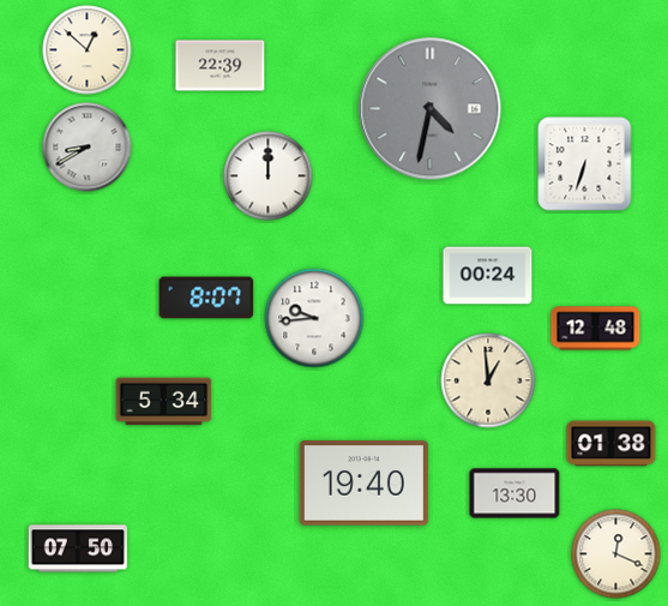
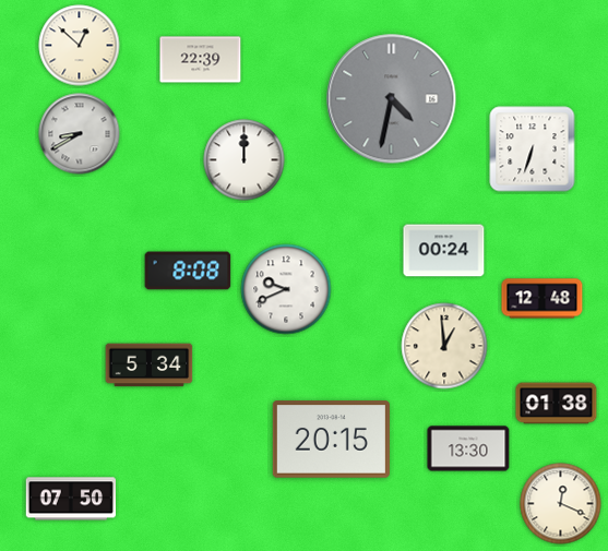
clock at (206, 298): 8:07 -> 8:08
clock at (314, 318): 9:44 -> 9:41
clock at (363, 484): 19:40 -> 20:15
